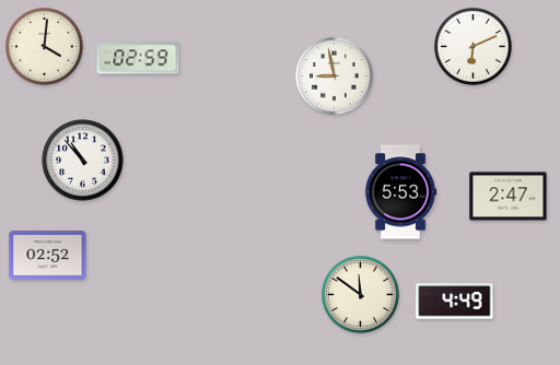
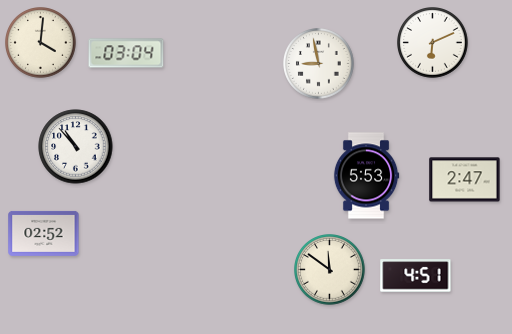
clock at (138, 58): 02:59 -> 03:04
clock at (335, 76) position: (335, 76) -> (319, 64)
clock at (455, 302): 4:49 -> 4:51
